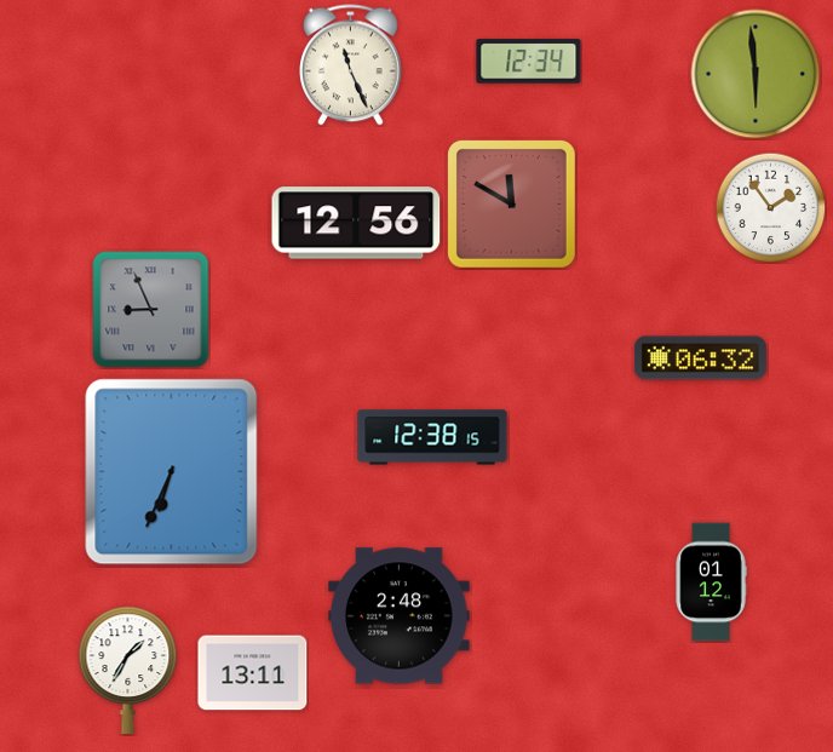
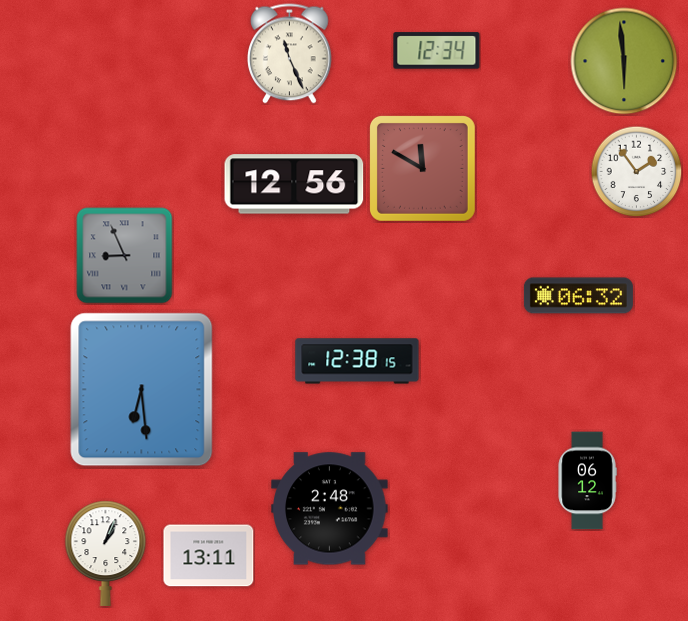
clock at (172, 472): 6:34 -> 6:29
clock at (711, 582): 01:12 -> 06:12
clock at (128, 670): 1:35 -> 1:04
